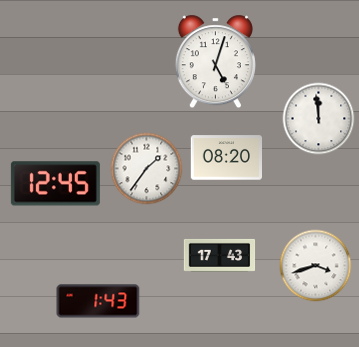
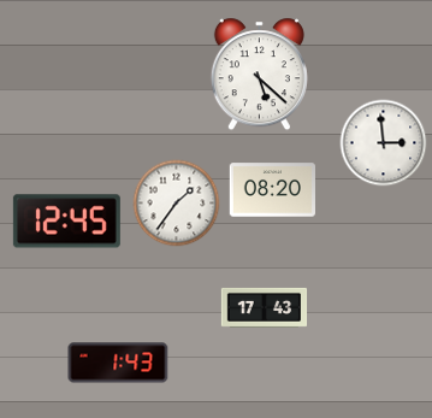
clock at (215, 62): 5:03 -> 5:22
clock at (319, 119): 11:59 -> 2:59
clock at (316, 266): 3:42 -> none
